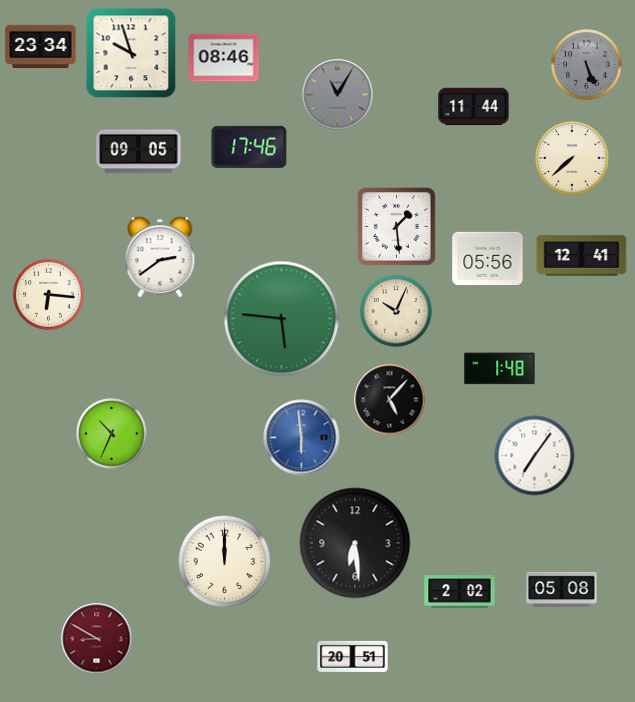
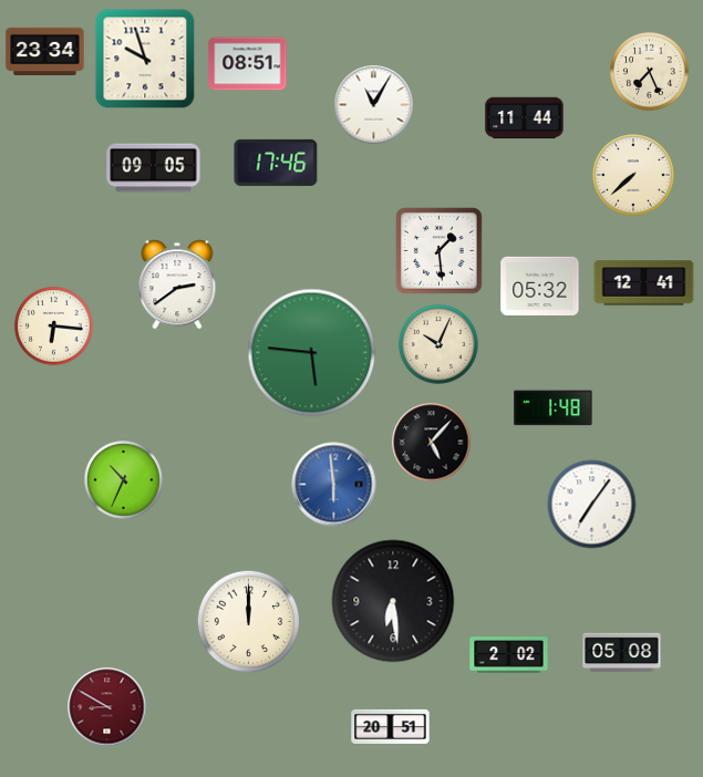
clock at (224, 58): 08:46 -> 08:51
clock at (587, 65): 5:26 -> 7:26
clock at (587, 65) dial: grey -> cream
clock at (338, 95) dial: grey -> white
clock at (488, 258): 05:56 -> 05:32
